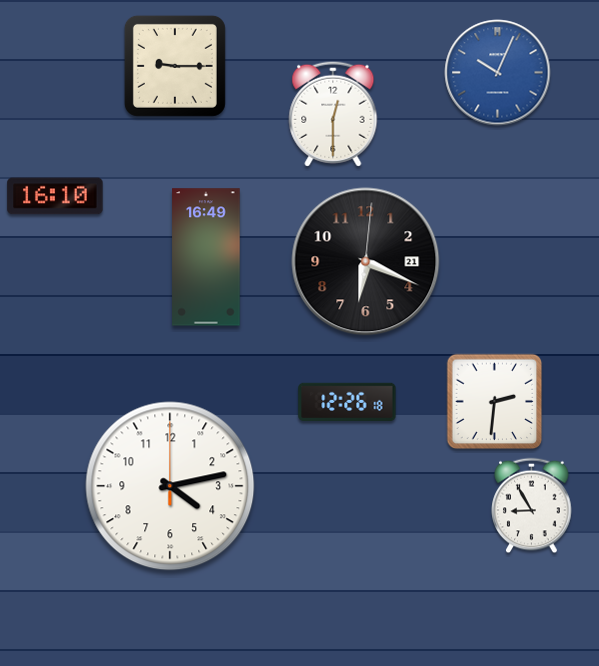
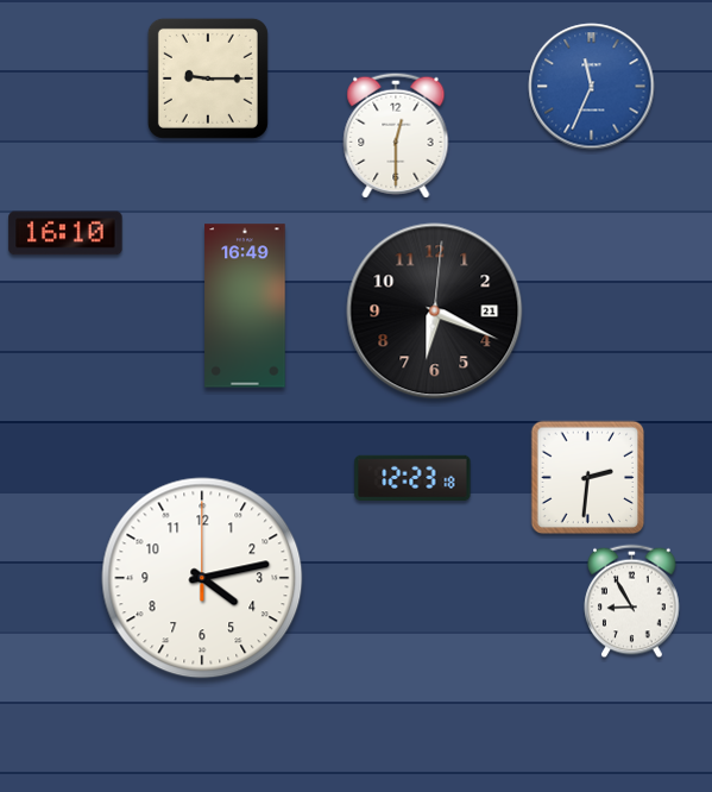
clock at (498, 73): 10:04 -> 11:34
clock at (347, 401): 12:26 -> 12:23
